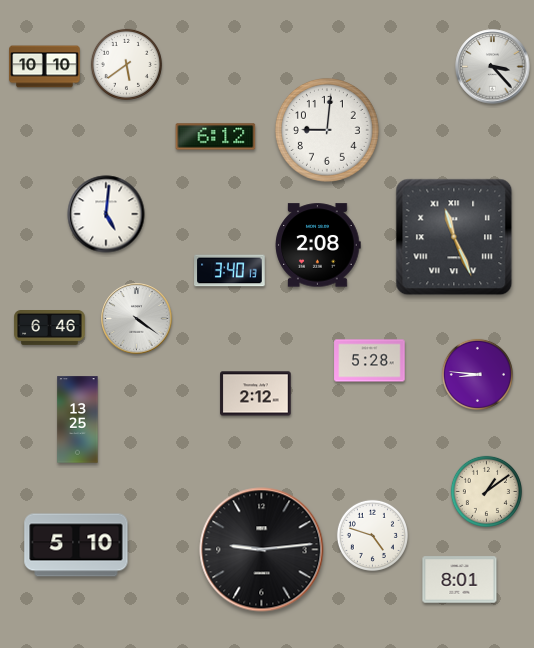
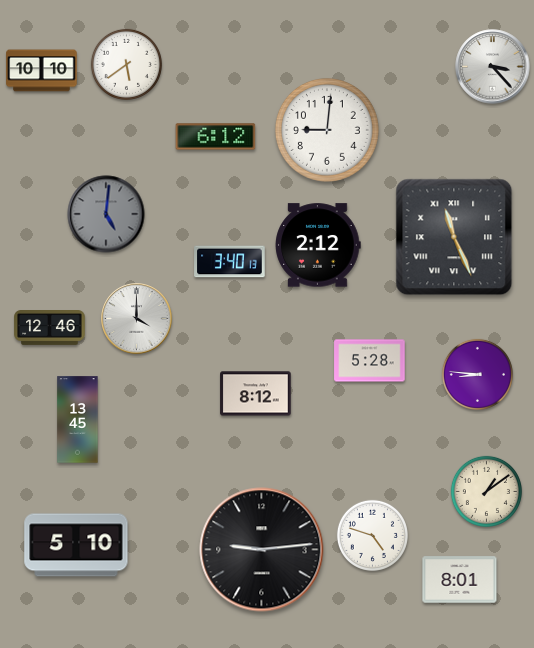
clock at (45, 67) position: (45, 67) -> (42, 71)
clock at (106, 214) dial: white -> grey
clock at (318, 245): 2:08 -> 2:12
clock at (230, 271) position: (230, 271) -> (230, 262)
clock at (137, 319): 4:21 -> 4:00
clock at (50, 328): 6:46 -> 12:46
clock at (256, 394): 2:12 -> 8:12
clock at (78, 420): 13:25 -> 13:45
